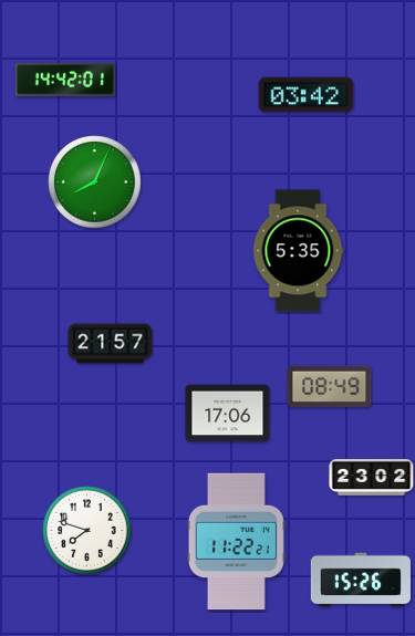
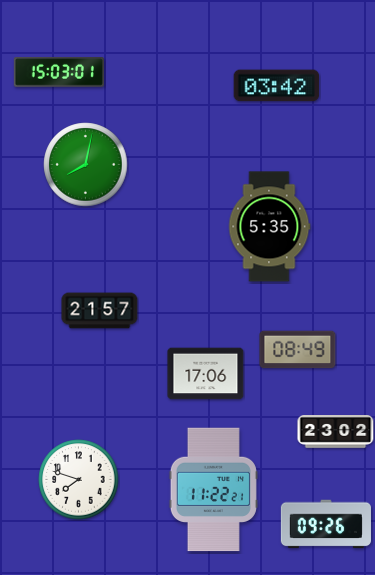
clock at (65, 80): 14:42 -> 15:03
clock at (95, 183): 8:04 -> 8:02
clock at (361, 580): 15:26 -> 09:26
